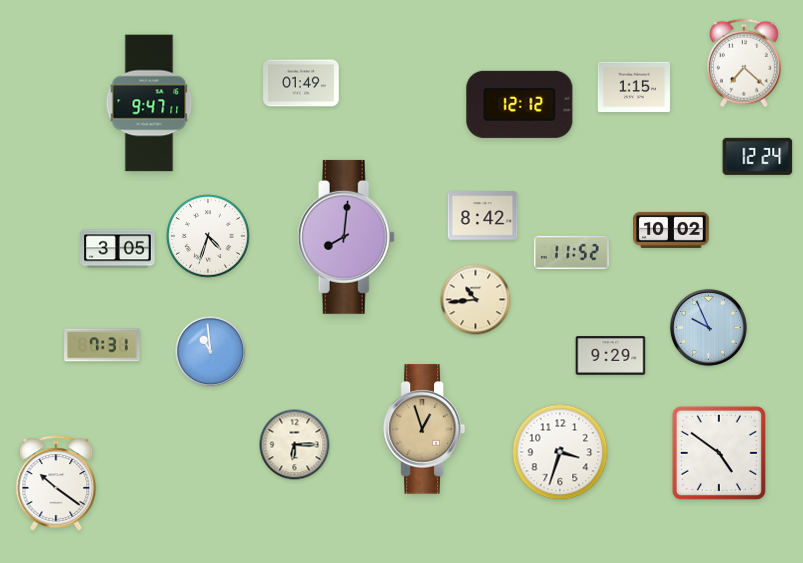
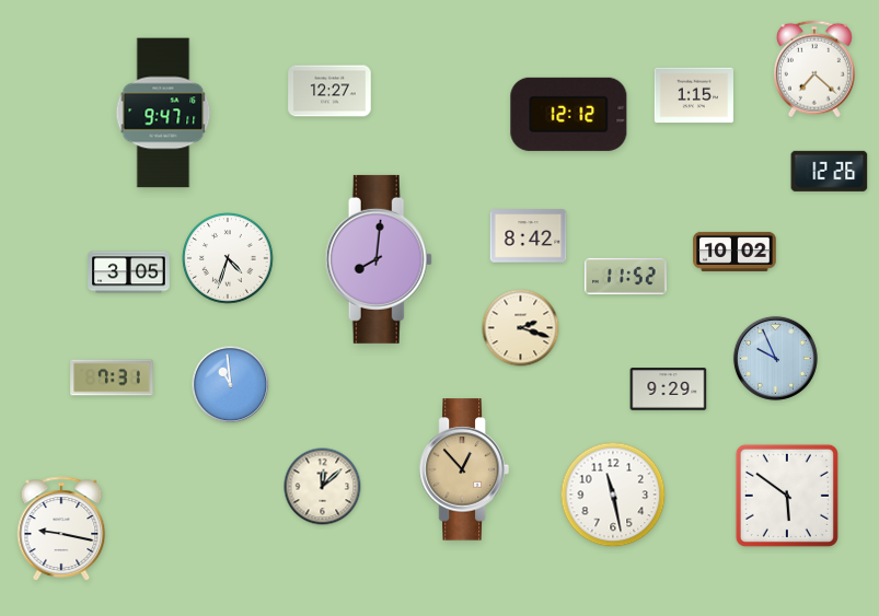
clock at (301, 83): 01:49 -> 12:27
clock at (758, 156): 12:24 -> 12:26
clock at (476, 300): 10:44 -> 2:18
clock at (424, 429): 12:57 -> 12:53
clock at (295, 445): 6:15 -> 12:08
clock at (560, 452): 3:33 -> 11:28
clock at (719, 453): 4:51 -> 5:51
clock at (56, 483): 10:21 -> 9:17
